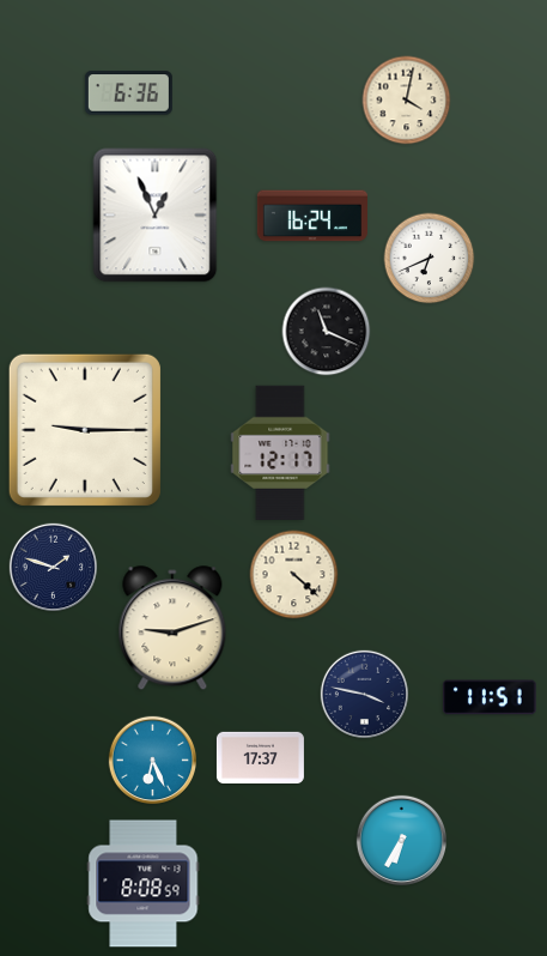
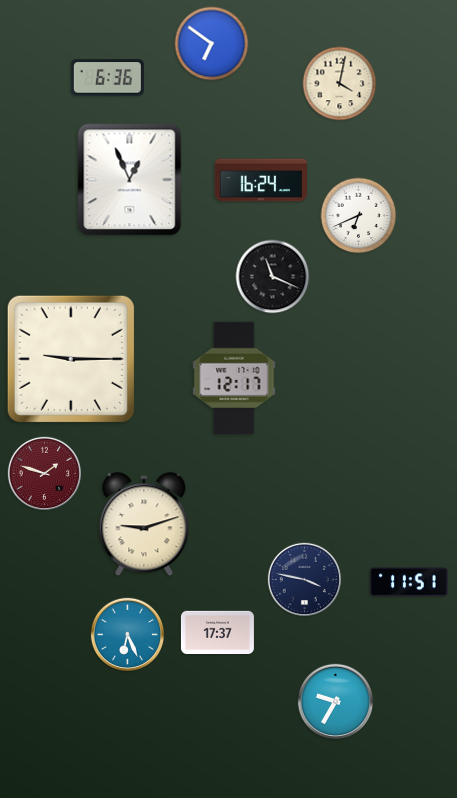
clock at (212, 44): none -> 6:51
clock at (53, 567) dial: navy -> burgundy
clock at (294, 575): 4:22 -> none
clock at (401, 840): 6:35 -> 9:35
clock at (144, 884): 8:08 -> none
